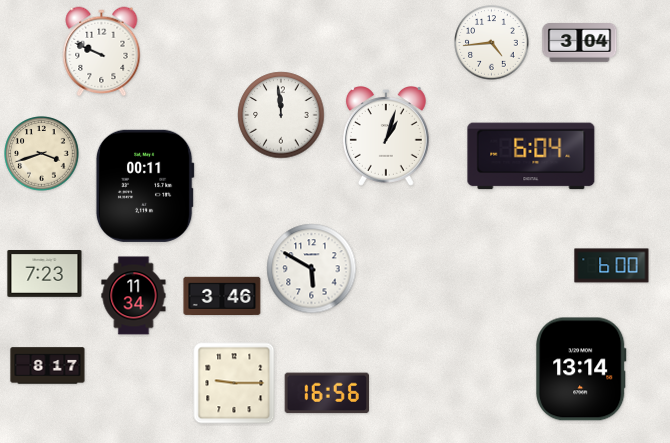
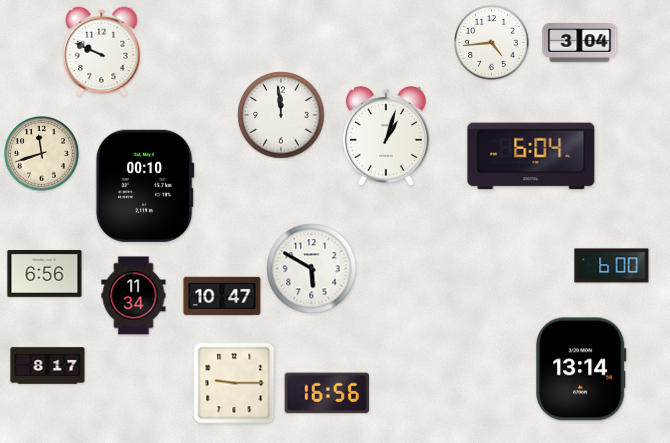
clock at (42, 154): 3:42 -> 11:42
clock at (145, 186): 00:11 -> 00:10
clock at (45, 274): 7:23 -> 6:56
clock at (222, 295): 3:46 -> 10:47
